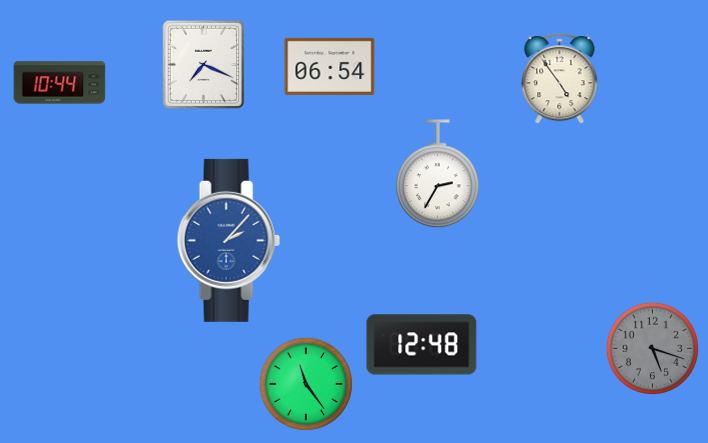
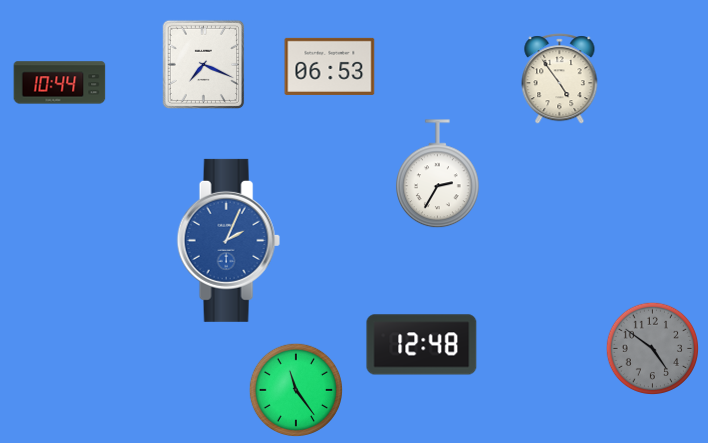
clock at (330, 66): 06:54 -> 06:53
clock at (228, 240): 2:07 -> 2:04
clock at (652, 348): 5:18 -> 4:51
clock at (305, 383) position: (305, 383) -> (295, 389)
